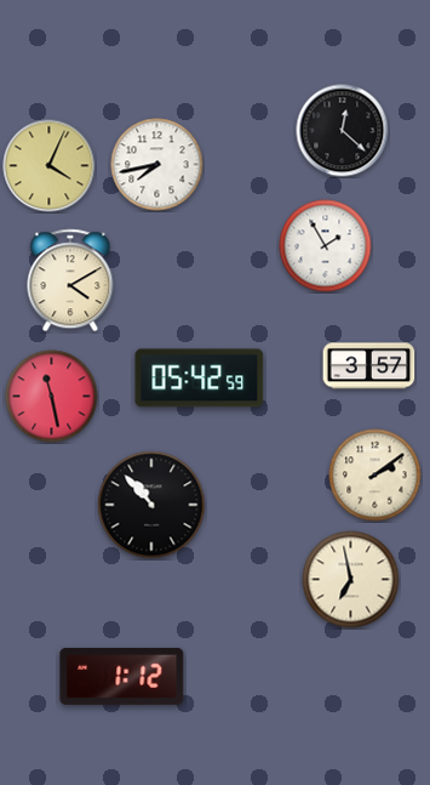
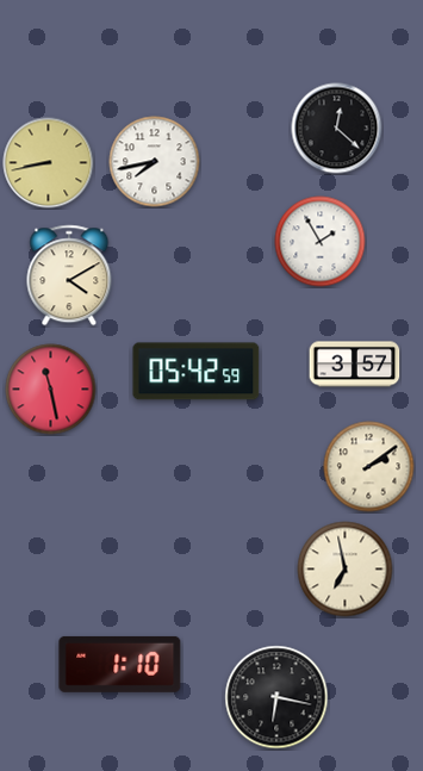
clock at (50, 166): 4:04 -> 8:43
clock at (369, 366) position: (369, 366) -> (355, 365)
clock at (151, 505): 10:53 -> none
clock at (122, 676): 1:12 -> 1:10
clock at (276, 697): none -> 6:17
